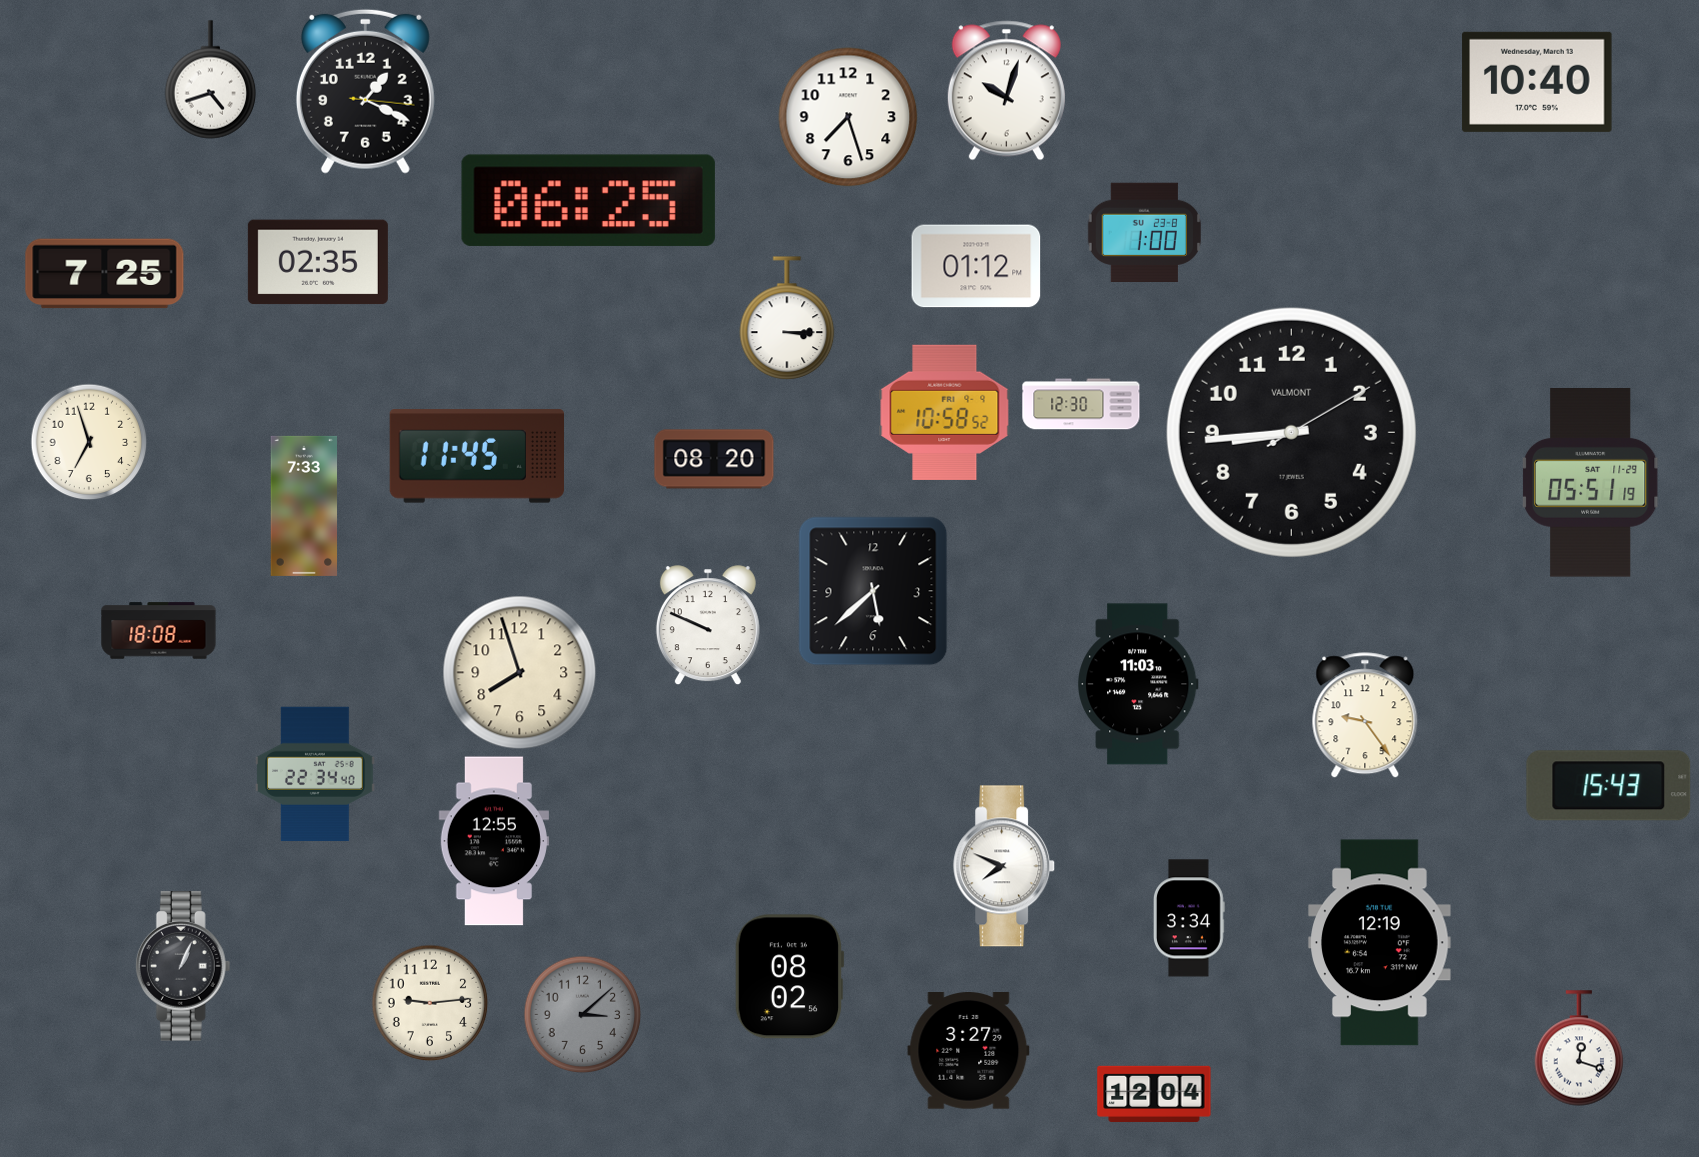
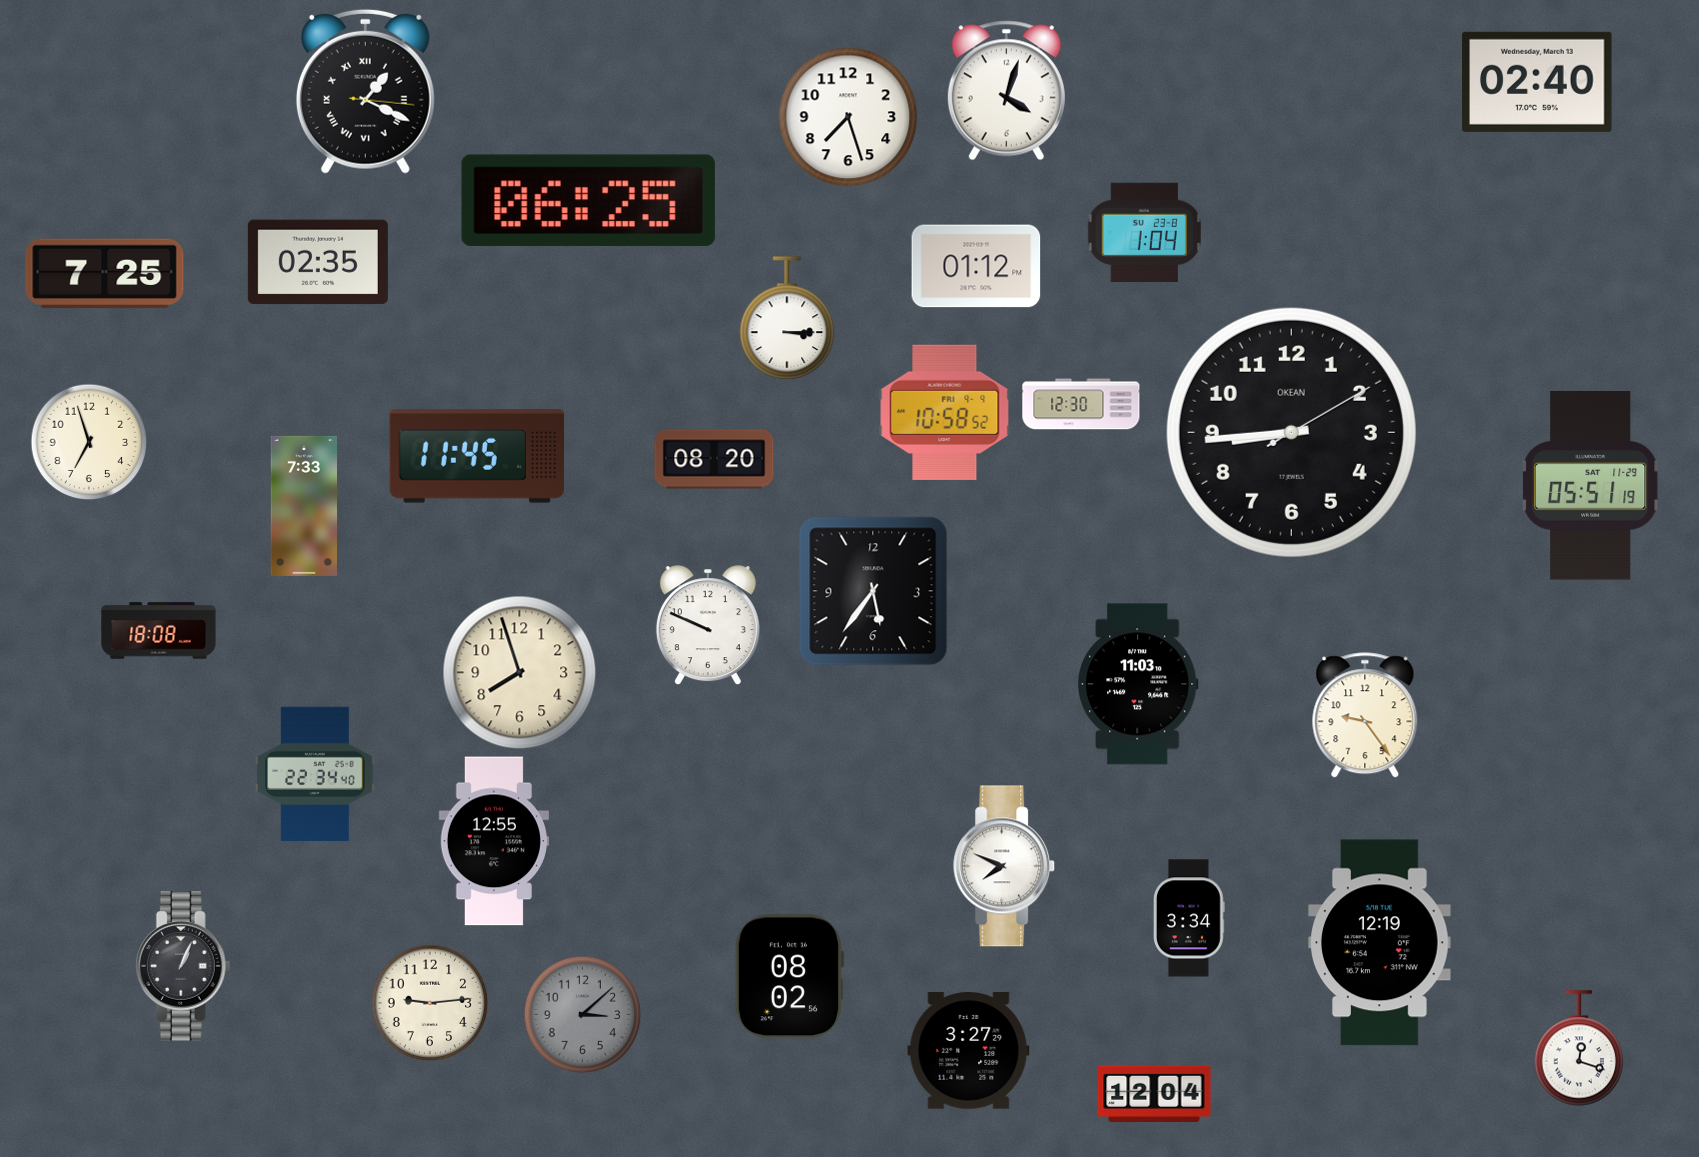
clock at (211, 80): 4:42 -> none
clock at (1537, 82): 10:40 -> 02:40
clock at (365, 91) numerals: Arabic -> Roman
clock at (1006, 91): 10:03 -> 4:03
clock at (1144, 232): 1:00 -> 1:04
clock at (1291, 432) brand: VALMONT -> OKEAN
clock at (1590, 483) position: (1590, 483) -> (1590, 486)
clock at (873, 591): 5:38 -> 5:36
clock at (1609, 786): 15:43 -> none
